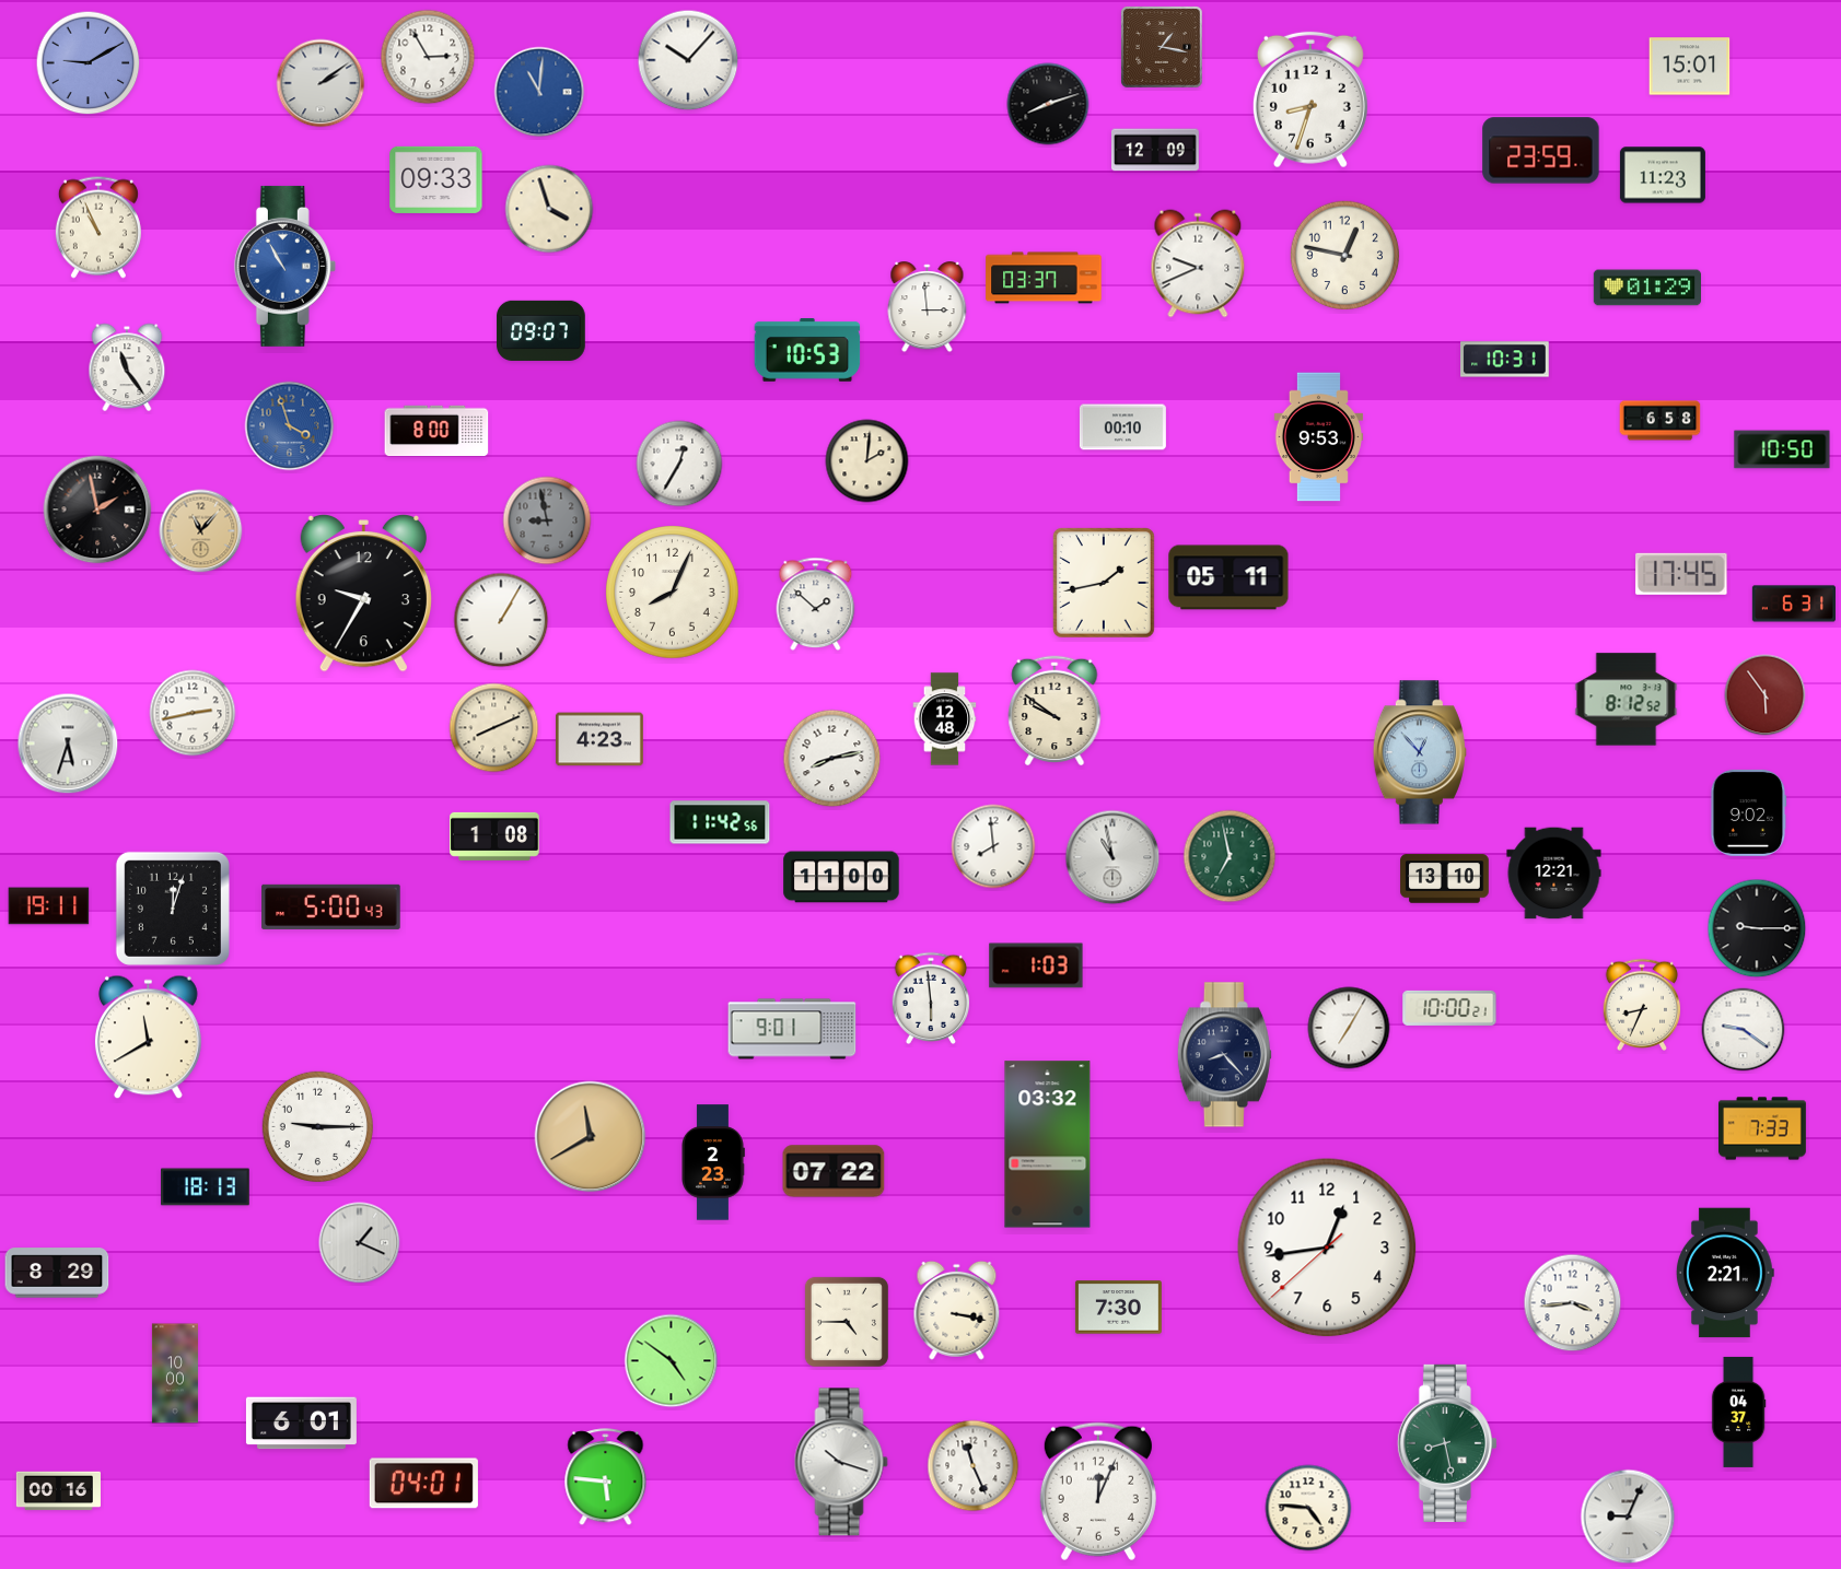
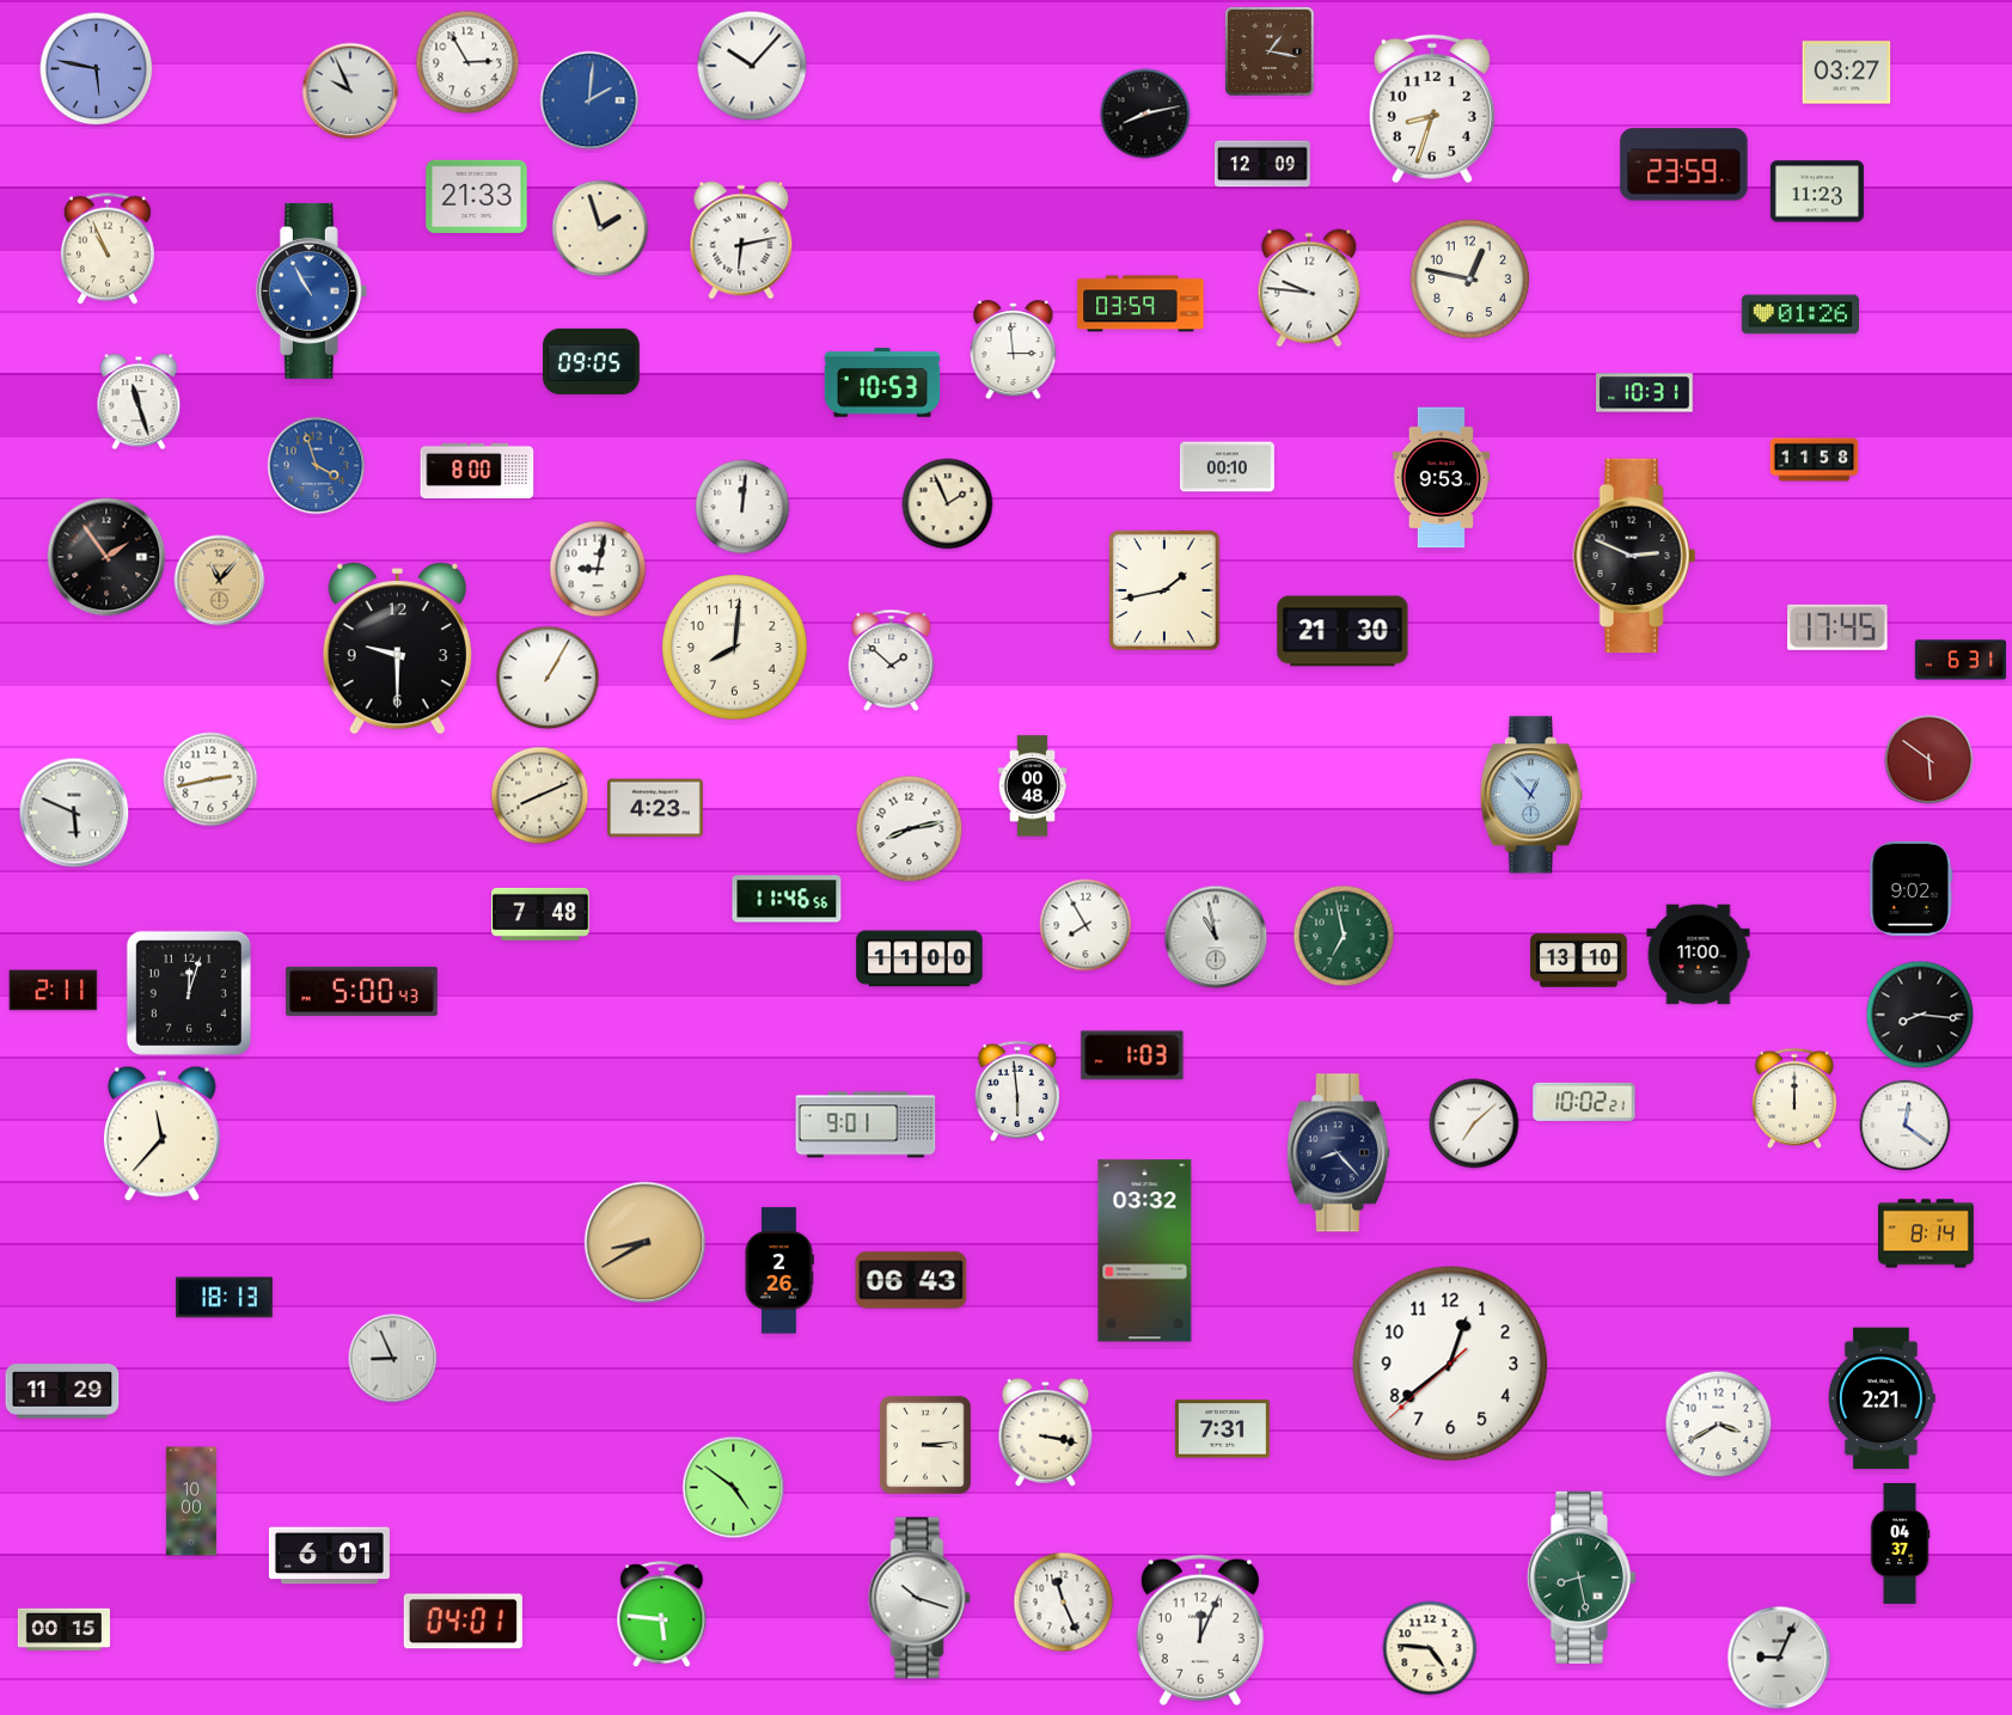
clock at (89, 63): 9:10 -> 5:47
clock at (1690, 67): 15:01 -> 03:27
clock at (321, 83): 2:09 -> 9:56
clock at (539, 92): 11:01 -> 2:01
clock at (1048, 104): 8:12 -> 8:13
clock at (436, 179): 09:33 -> 21:33
clock at (549, 209): 3:57 -> 1:57
clock at (741, 240): none -> 6:13
clock at (1198, 264): 9:41 -> 9:46
clock at (1044, 278): 03:37 -> 03:59
clock at (1646, 288): 01:29 -> 01:26
clock at (928, 307) position: (928, 307) -> (1014, 350)
clock at (541, 330): 09:07 -> 09:05
clock at (127, 367): 11:24 -> 11:27
clock at (1661, 421): 6:58 -> 11:58
clock at (1782, 449): 10:50 -> none
clock at (867, 461): 2:01 -> 1:56
clock at (679, 464): 12:35 -> 12:01
clock at (1634, 556): none -> 2:49
clock at (97, 510): 1:58 -> 1:54
clock at (547, 520): 8:58 -> 9:02
clock at (547, 520) dial: grey -> white
clock at (1228, 577): 05:11 -> 21:30
clock at (1105, 584) position: (1105, 584) -> (1166, 592)
clock at (363, 593): 9:35 -> 9:30
clock at (673, 593): 8:04 -> 8:01
clock at (1766, 695): 5:54 -> 5:51
clock at (1627, 700): 8:12 -> none
clock at (1055, 711): 9:51 -> none
clock at (945, 719): 12:48 -> 00:48
clock at (68, 743): 5:33 -> 5:49
clock at (1420, 752) position: (1420, 752) -> (1531, 795)
clock at (720, 822): 11:42 -> 11:46
clock at (494, 836): 1:08 -> 7:48
clock at (993, 846): 7:59 -> 7:55
clock at (1554, 874): 12:21 -> 11:00
clock at (49, 906): 19:11 -> 2:11
clock at (1757, 928): 9:15 -> 8:16
clock at (1642, 1005): 8:34 -> 12:00
clock at (1449, 1008): 10:00 -> 10:02
clock at (1349, 1028): 7:05 -> 7:08
clock at (1744, 1030): 9:21 -> 12:21
clock at (149, 1038): 11:40 -> 11:37
clock at (317, 1126): 9:15 -> none
clock at (1763, 1128): 7:33 -> 8:14
clock at (591, 1137): 11:40 -> 8:40
clock at (713, 1162): 2:23 -> 2:26
clock at (834, 1171): 07:22 -> 06:43
clock at (360, 1243): 1:19 -> 8:56
clock at (1327, 1248): 12:43 -> 12:38
clock at (57, 1273): 8:29 -> 11:29
clock at (1725, 1273) position: (1725, 1273) -> (1882, 1398)
clock at (1573, 1303): 3:44 -> 3:40
clock at (1118, 1308): 7:30 -> 7:31
clock at (847, 1322): 4:45 -> 3:14
clock at (58, 1491): 00:16 -> 00:15
